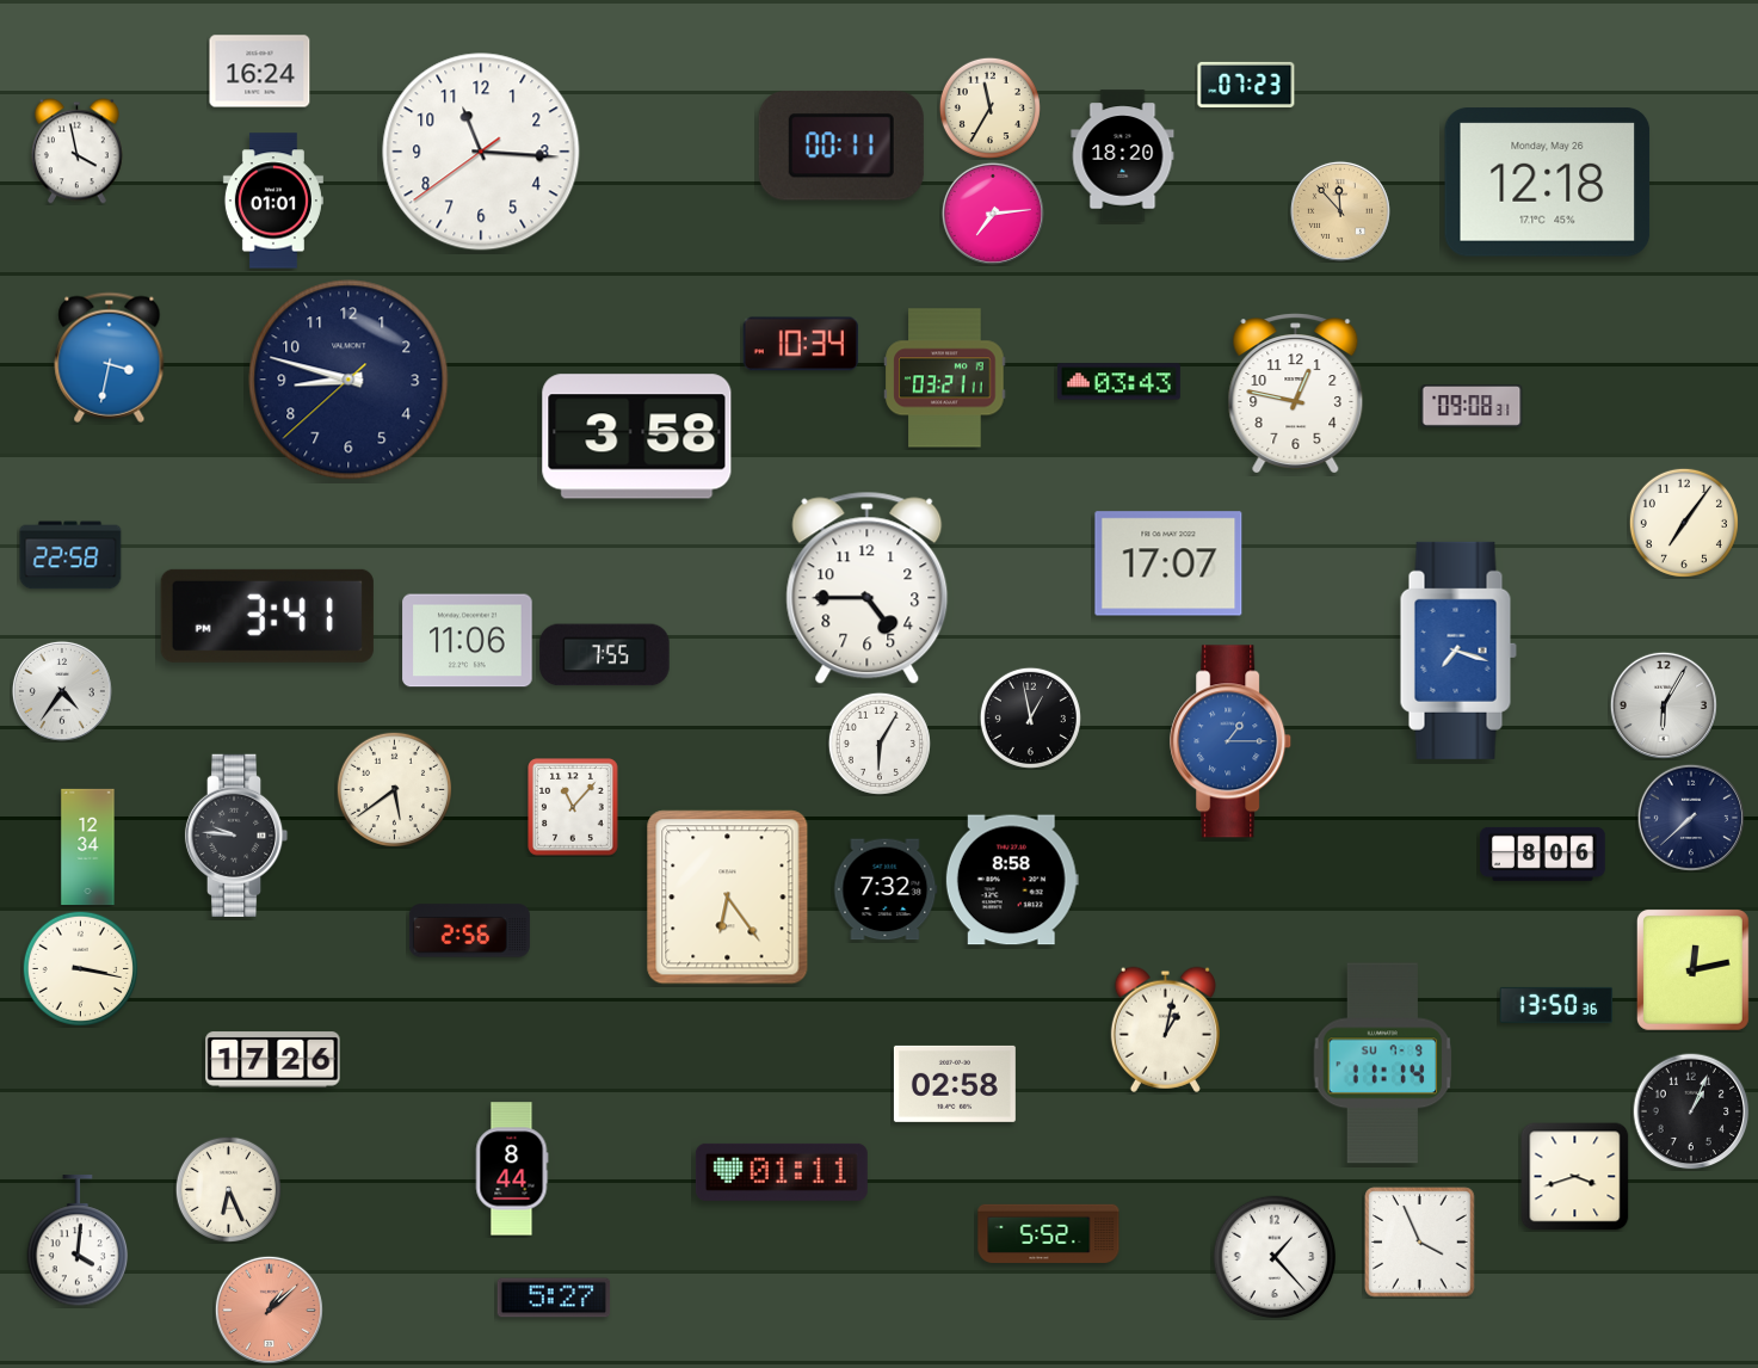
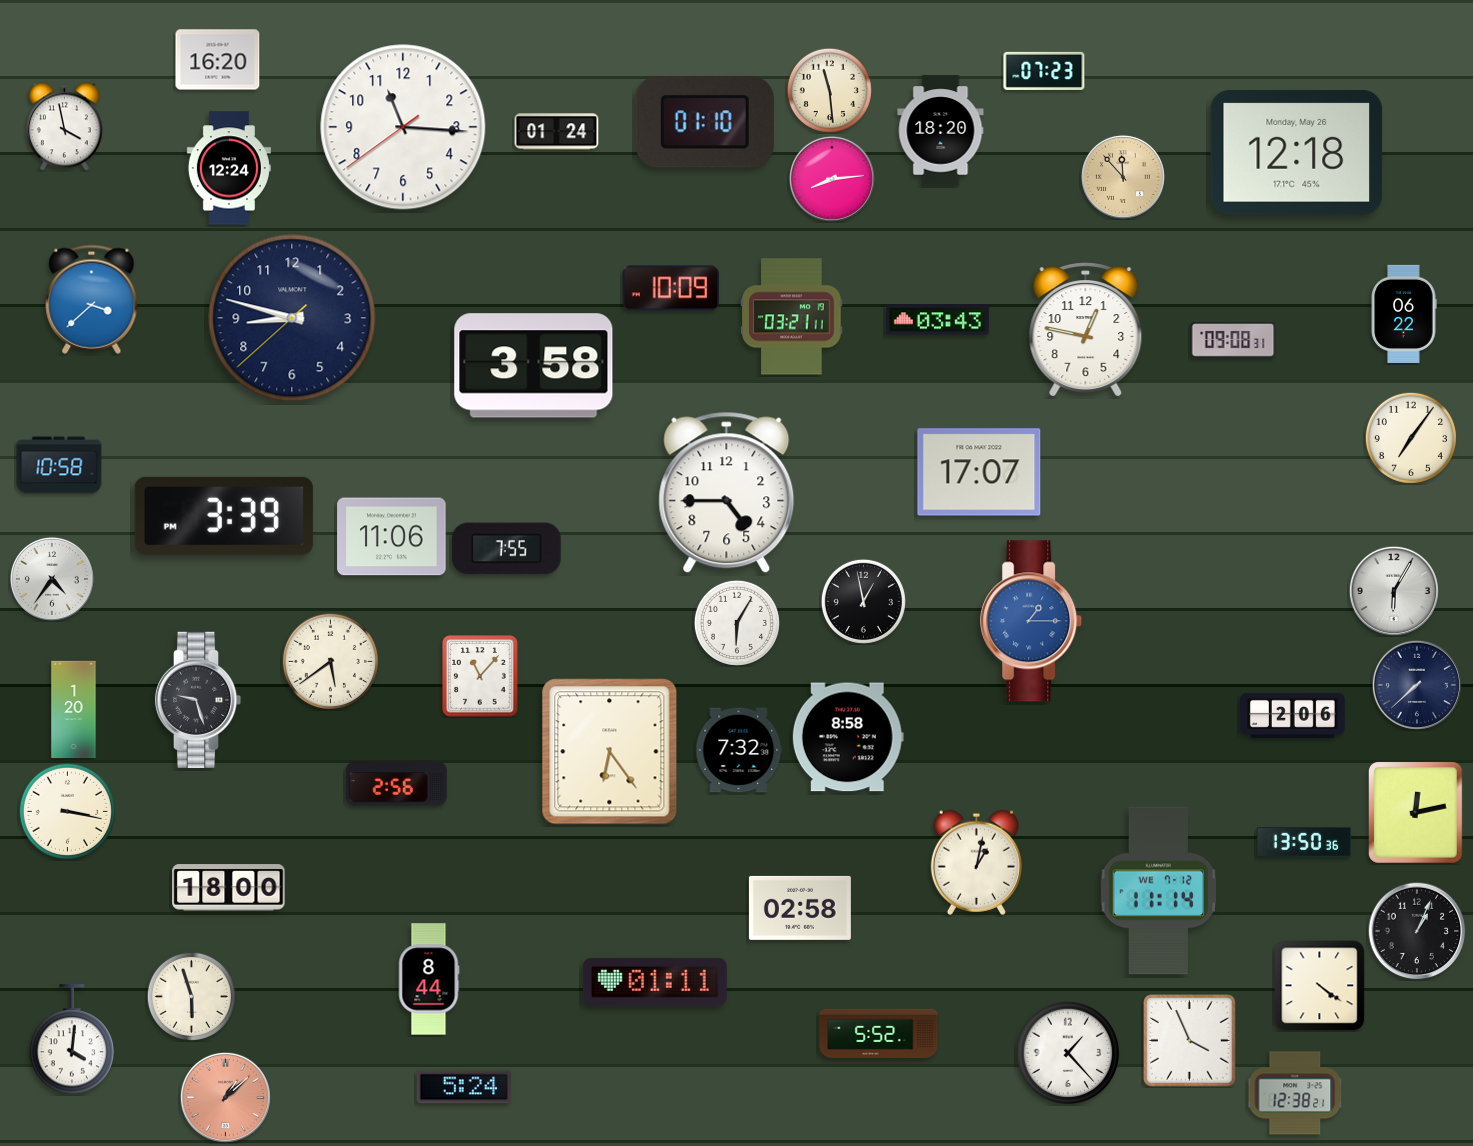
clock at (260, 72): 16:24 -> 16:20
clock at (989, 107): 11:35 -> 11:29
clock at (841, 146): 00:11 -> 01:10
clock at (557, 132): none -> 01:24
clock at (273, 201): 01:01 -> 12:24
clock at (993, 214): 7:14 -> 8:14
clock at (801, 344): 10:34 -> 10:09
clock at (110, 357): 3:32 -> 3:38
clock at (1404, 314): none -> 06:22
clock at (70, 555): 22:58 -> 10:58
clock at (267, 616): 3:41 -> 3:39
clock at (1458, 651): 7:18 -> none
clock at (236, 834): 9:46 -> 9:27
clock at (88, 848): 12:34 -> 1:20
clock at (1543, 854): 8:06 -> 2:06
clock at (886, 889) position: (886, 889) -> (739, 750)
clock at (469, 931) position: (469, 931) -> (396, 784)
clock at (1692, 969) position: (1692, 969) -> (1415, 812)
clock at (273, 1060): 17:26 -> 18:00
clock at (1383, 1064) date: SU 7-9 -> WE 7-12
clock at (1575, 1177): 3:42 -> 4:21
clock at (228, 1189): 6:26 -> 5:57
clock at (78, 1241) position: (78, 1241) -> (72, 1040)
clock at (554, 1298): 5:27 -> 5:24
clock at (1295, 1093): none -> 12:38
